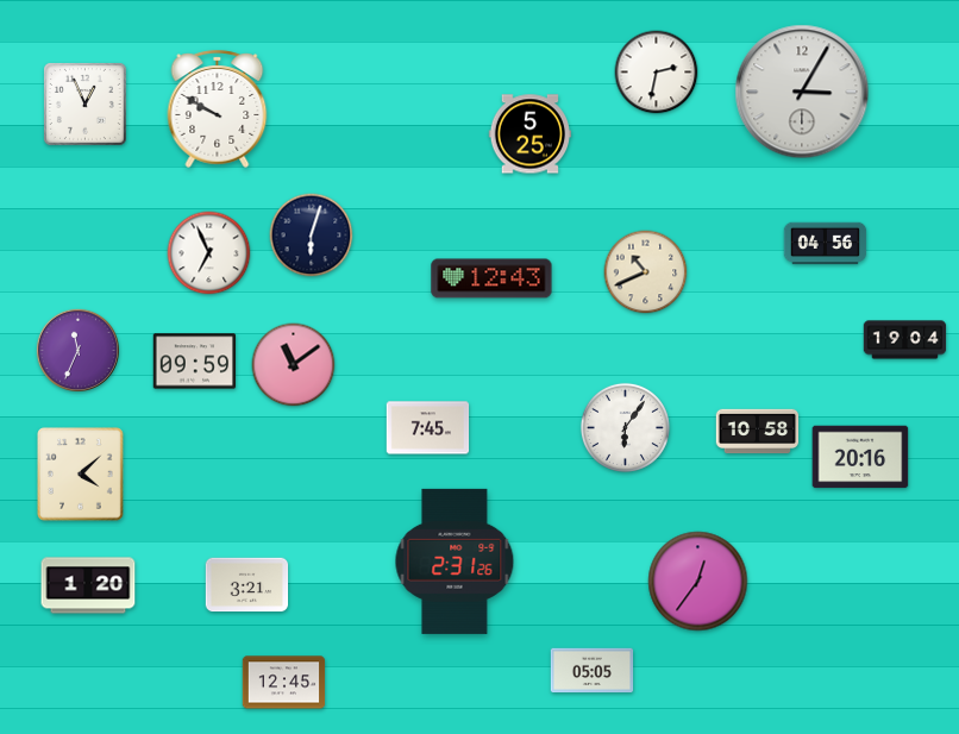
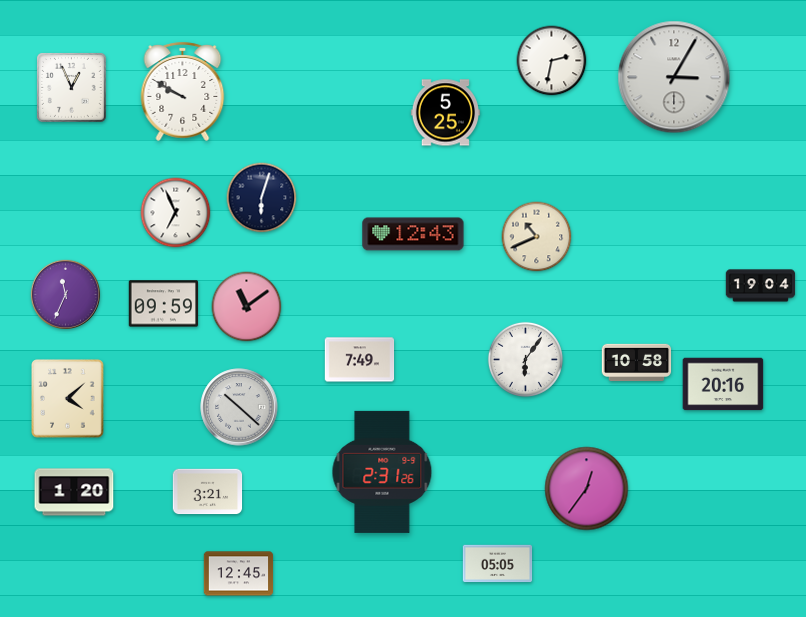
clock at (826, 244): 04:56 -> none
clock at (646, 272) position: (646, 272) -> (537, 237)
clock at (428, 428): 7:45 -> 7:49
clock at (239, 407): none -> 10:22
